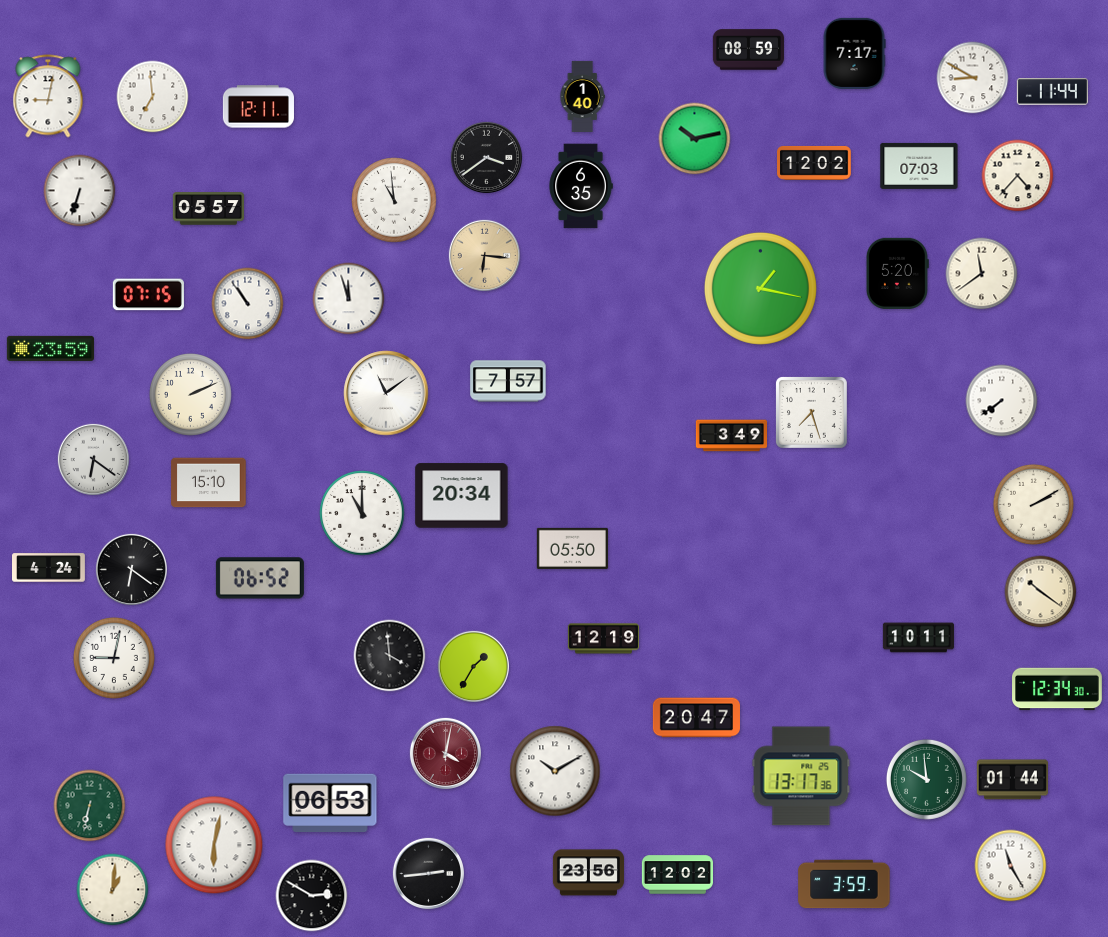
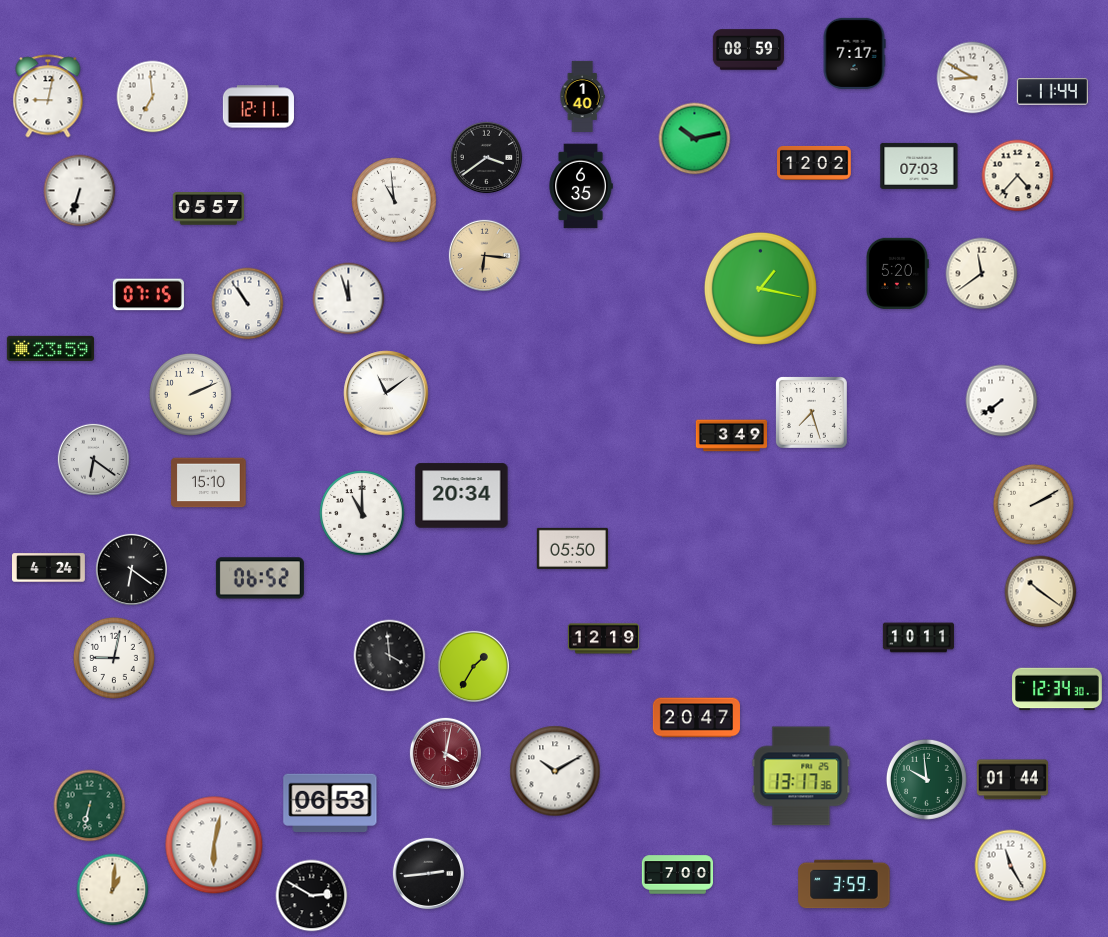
clock at (508, 381): 7:57 -> none
clock at (588, 873): 23:56 -> none
clock at (677, 875): 12:02 -> 7:00
